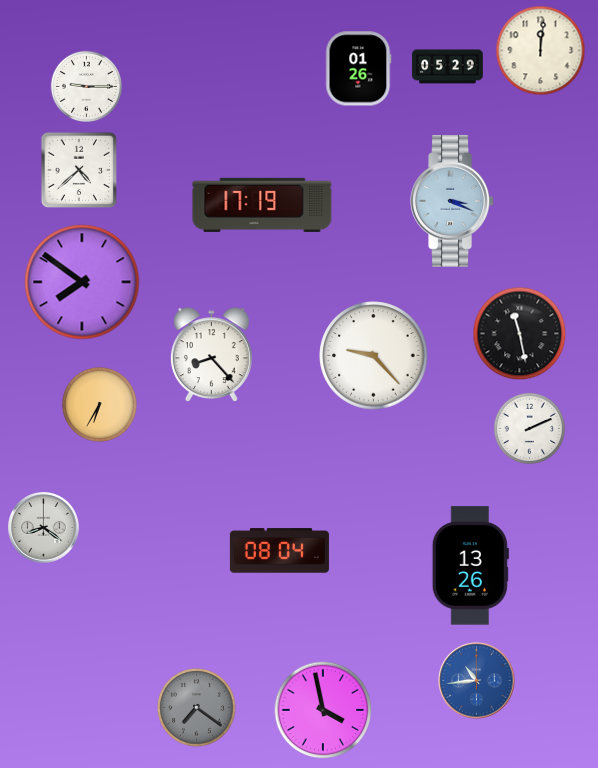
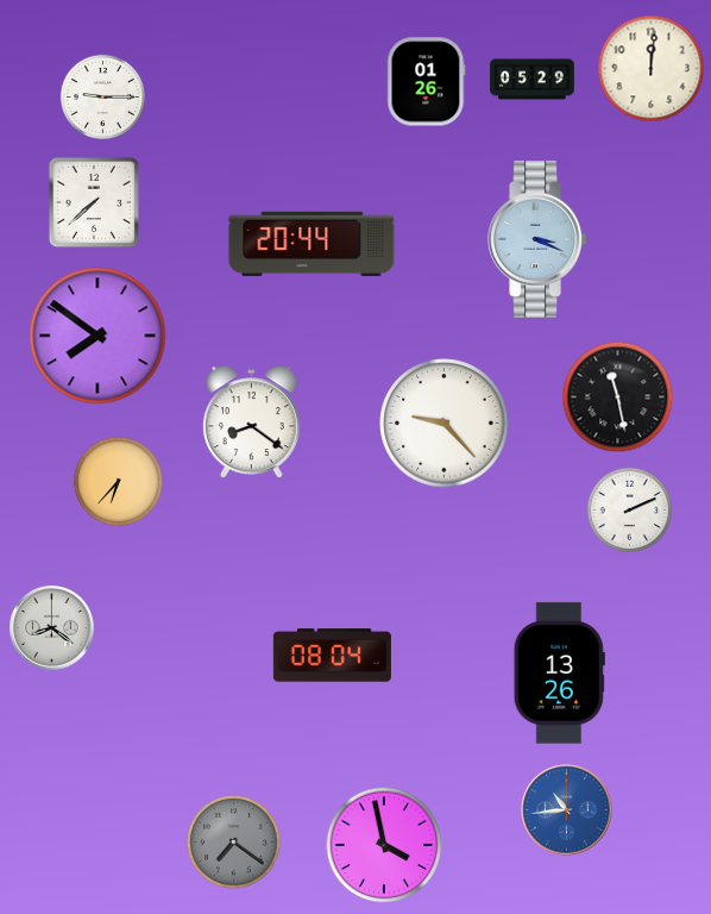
clock at (541, 51) position: (541, 51) -> (652, 69)
clock at (86, 86) position: (86, 86) -> (102, 96)
clock at (78, 169): 4:38 -> 7:38
clock at (262, 205): 17:19 -> 20:44
clock at (211, 355): 8:23 -> 8:21
clock at (99, 404): 6:35 -> 6:37
